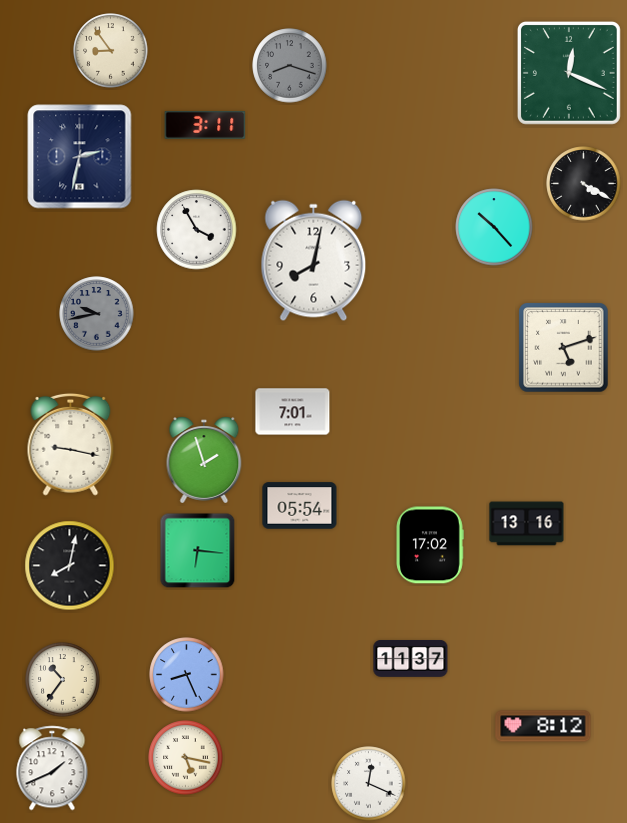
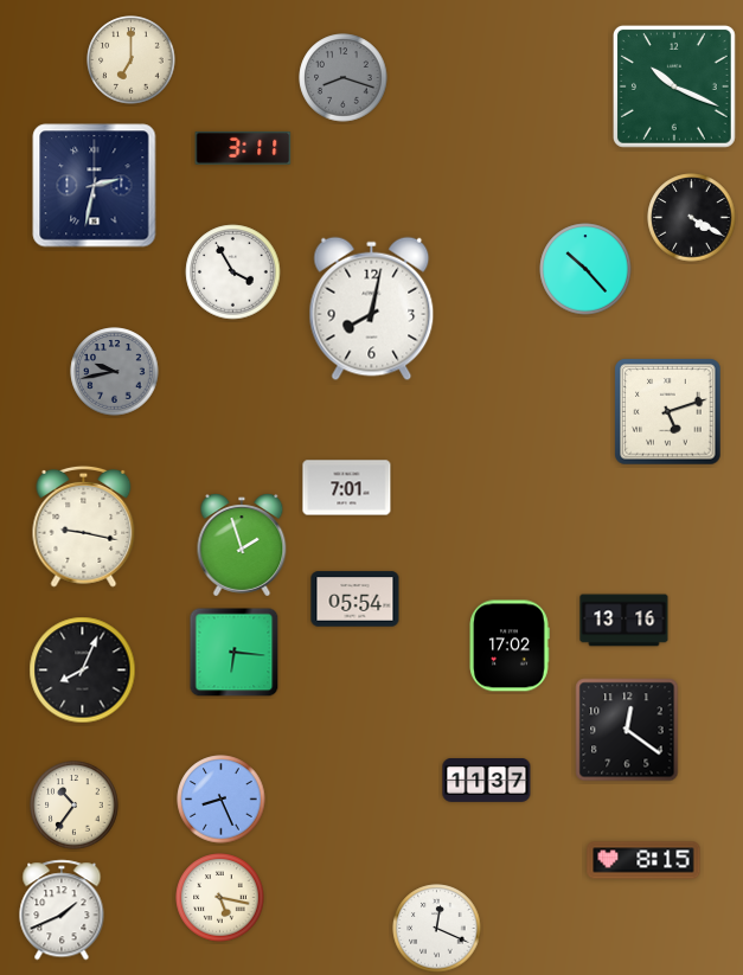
clock at (111, 51): 8:54 -> 7:00
clock at (569, 73): 12:19 -> 10:19
clock at (70, 566): 8:02 -> 8:04
clock at (627, 730): none -> 12:21
clock at (543, 726): 8:12 -> 8:15
